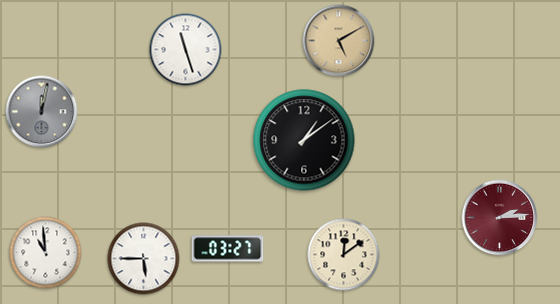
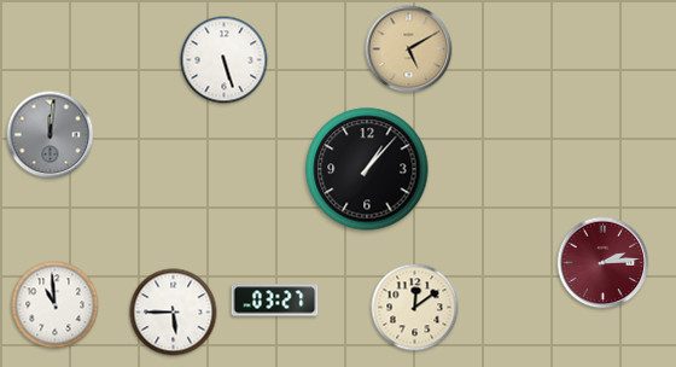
clock at (186, 50): 11:27 -> 5:27
clock at (42, 112): 12:02 -> 12:01
clock at (304, 140): 1:09 -> 1:07
